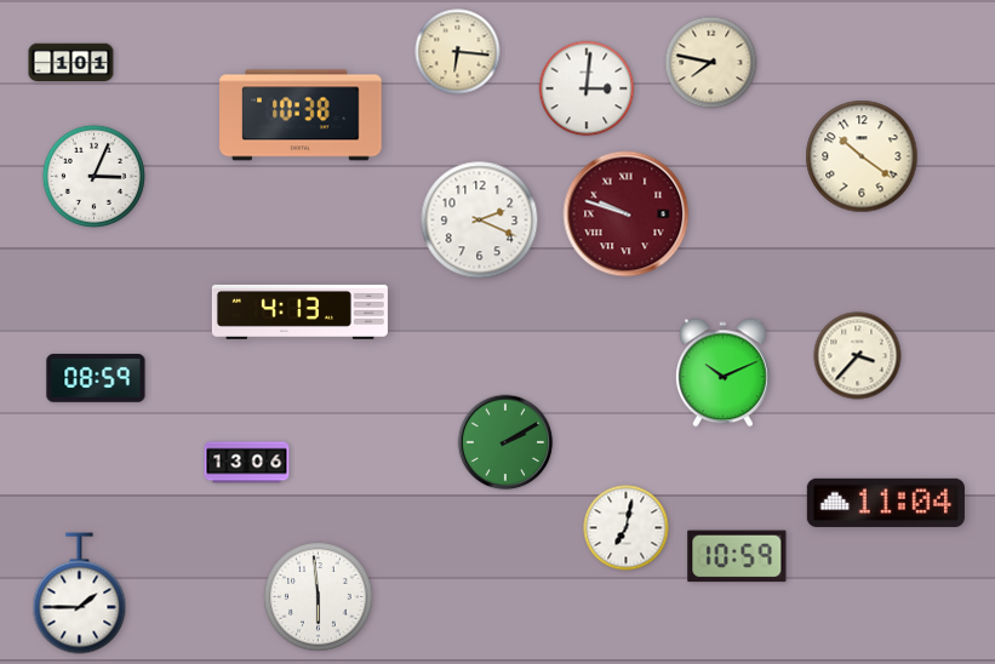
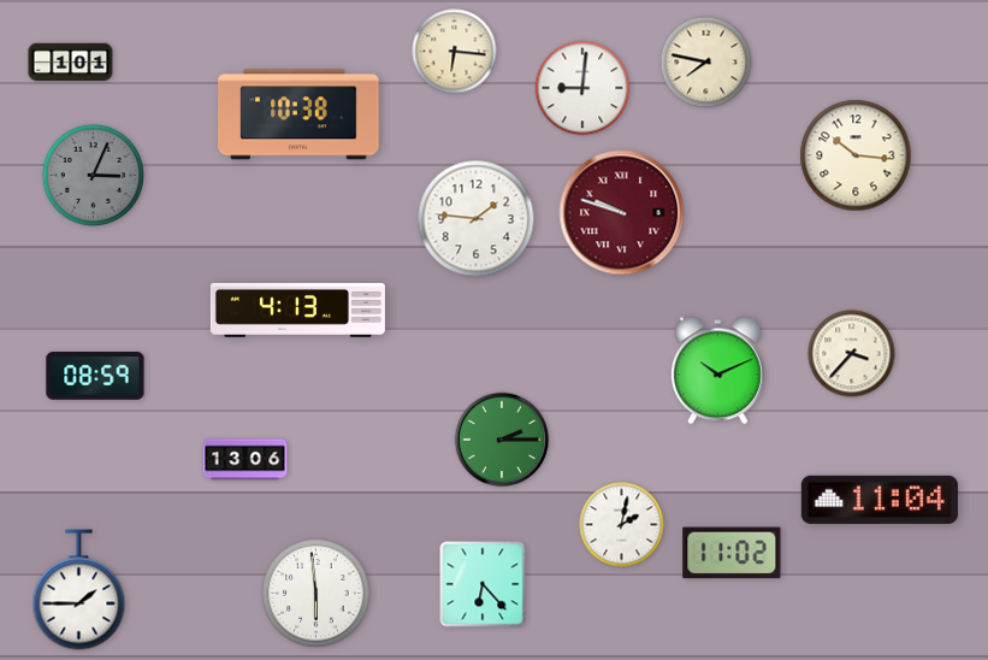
clock at (587, 88): 3:01 -> 9:01
clock at (862, 156): 10:21 -> 10:16
clock at (93, 176) dial: white -> grey
clock at (480, 221): 2:19 -> 1:46
clock at (505, 442): 2:10 -> 2:15
clock at (627, 528): 7:02 -> 2:02
clock at (737, 556): 10:59 -> 11:02
clock at (483, 584): none -> 6:23
